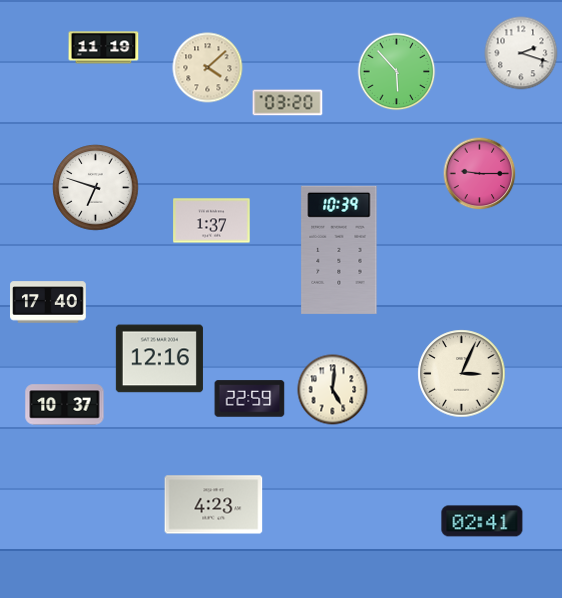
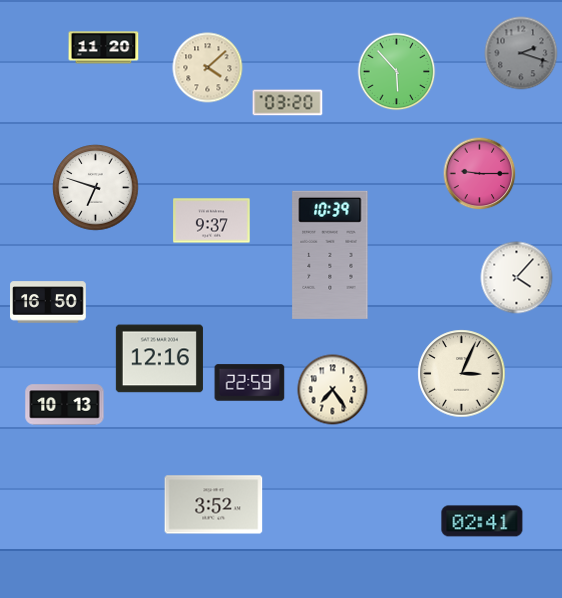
clock at (104, 48): 11:19 -> 11:20
clock at (521, 53) dial: white -> grey
clock at (212, 221): 1:37 -> 9:37
clock at (339, 250) position: (339, 250) -> (330, 255)
clock at (517, 278): none -> 4:07
clock at (48, 302): 17:40 -> 16:50
clock at (333, 390): 5:01 -> 7:24
clock at (250, 399) position: (250, 399) -> (250, 383)
clock at (65, 405): 10:37 -> 10:13
clock at (214, 505): 4:23 -> 3:52
